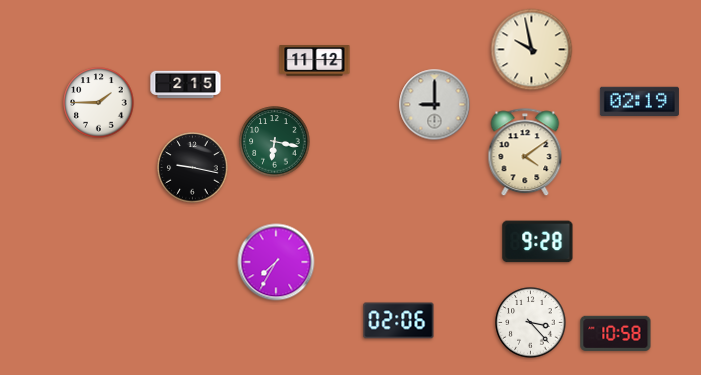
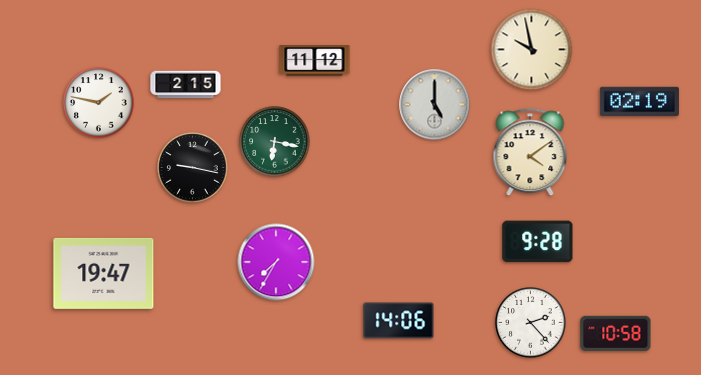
clock at (99, 103): 1:45 -> 1:47
clock at (435, 105): 9:00 -> 5:00
clock at (525, 153) position: (525, 153) -> (530, 153)
clock at (104, 273): none -> 19:47
clock at (399, 321): 02:06 -> 14:06
clock at (531, 323): 3:23 -> 2:23
